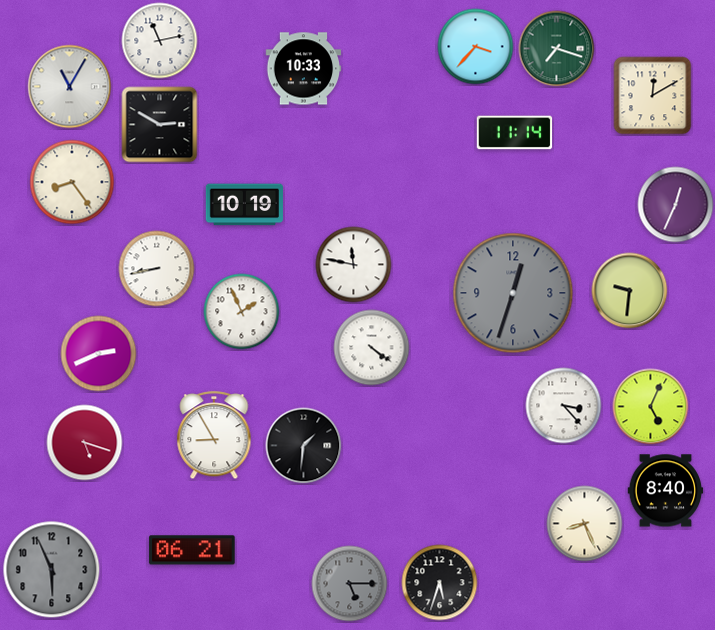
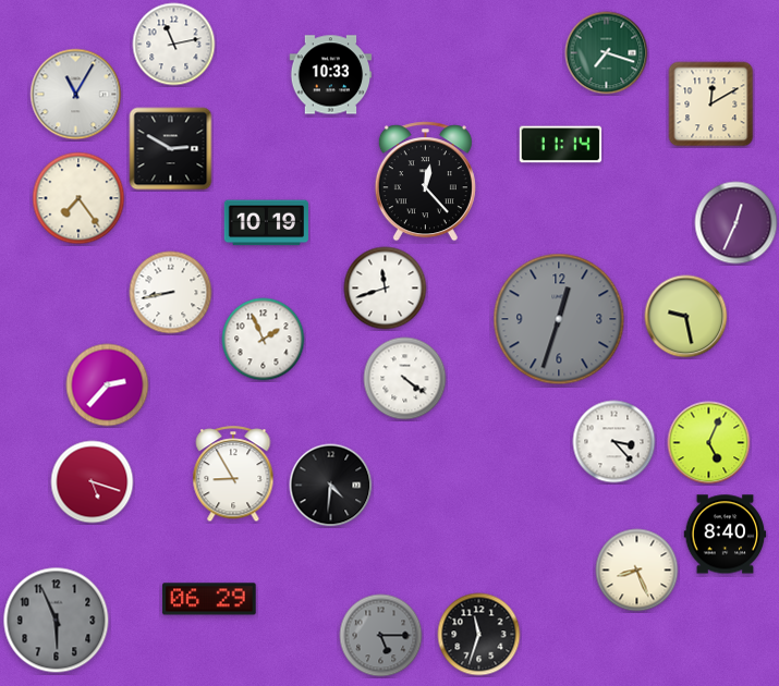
clock at (476, 47): 3:37 -> none
clock at (160, 125) position: (160, 125) -> (171, 149)
clock at (425, 182): none -> 12:23
clock at (72, 182): 8:24 -> 7:24
clock at (354, 265): 11:47 -> 11:42
clock at (630, 291): 9:31 -> 9:28
clock at (99, 354): 2:41 -> 2:37
clock at (304, 446): 1:31 -> 4:31
clock at (192, 550): 06:21 -> 06:29
clock at (440, 583): 5:33 -> 11:33
